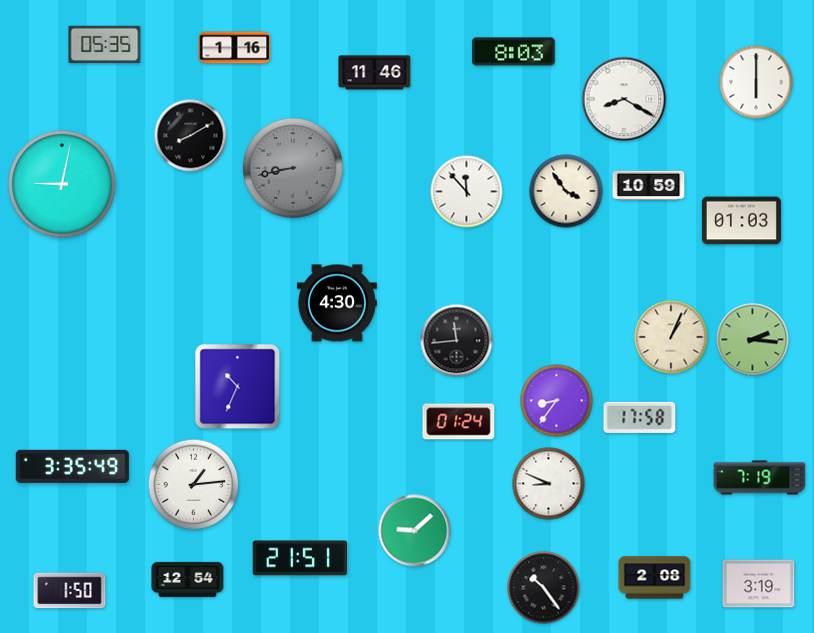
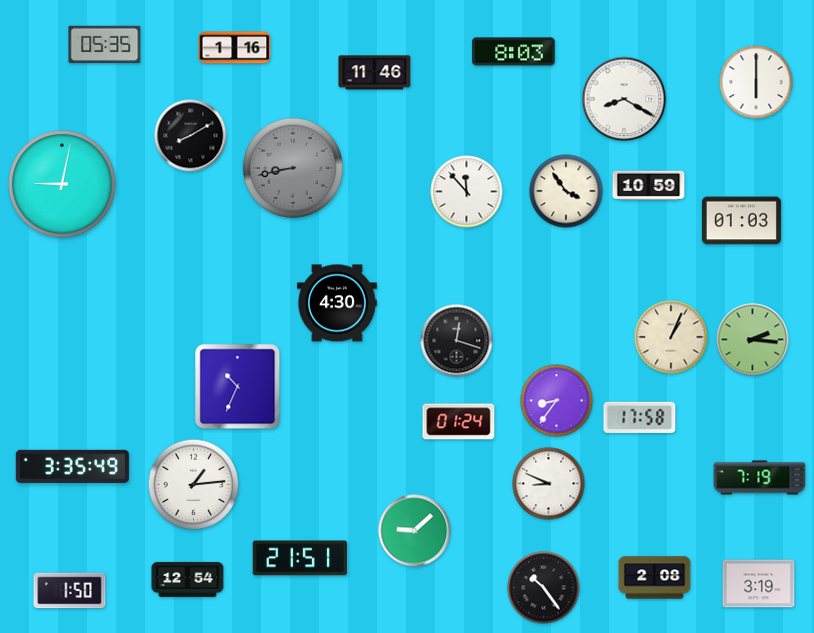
clock at (457, 341): 11:44 -> 12:18
